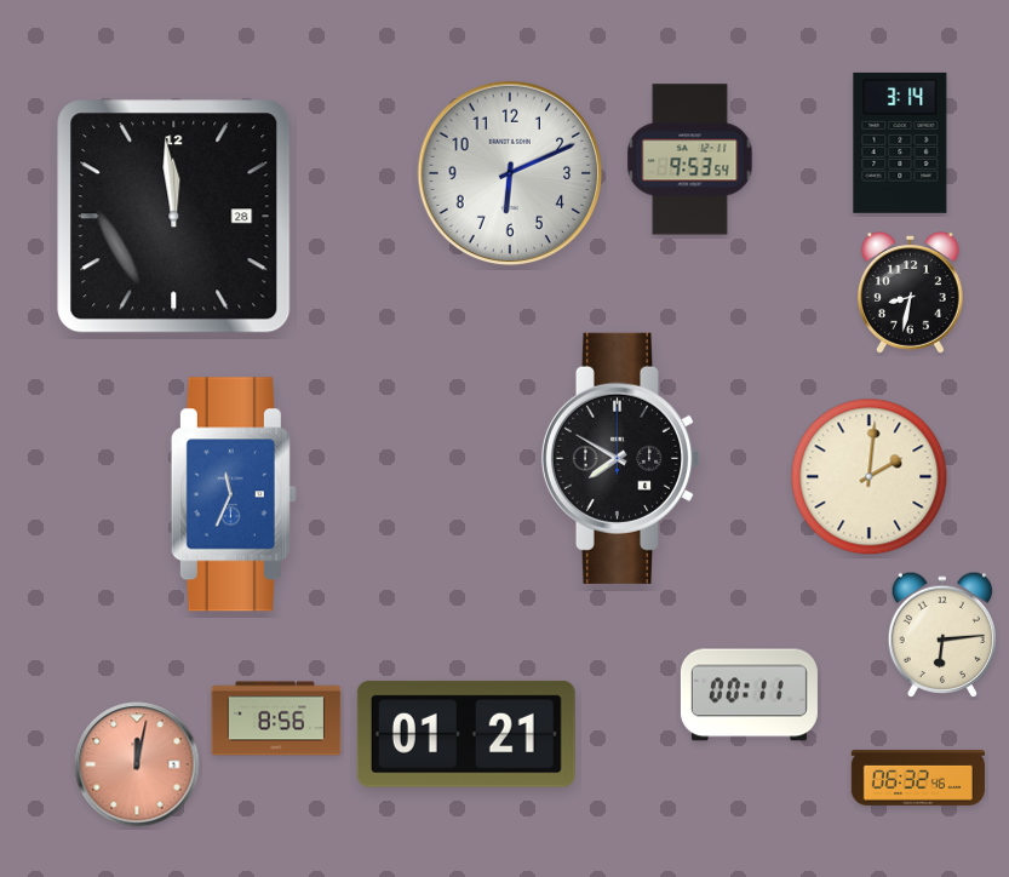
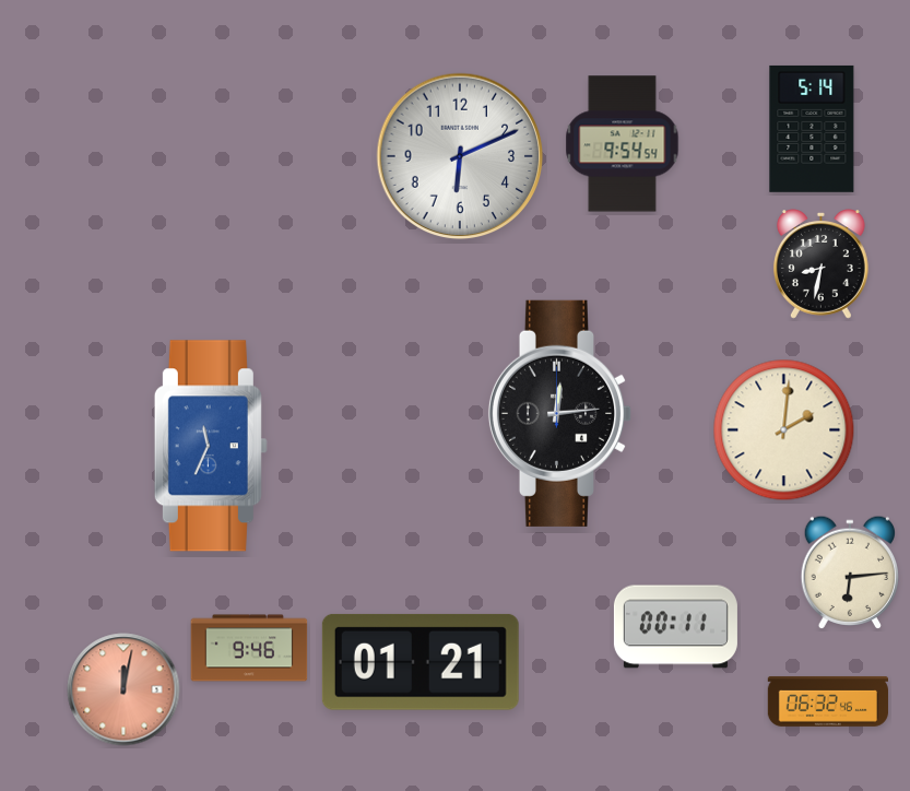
clock at (900, 143): 3:14 -> 5:14
clock at (690, 160): 9:53 -> 9:54
clock at (174, 217): 11:59 -> none
clock at (621, 458): 7:50 -> 12:14
clock at (276, 718): 8:56 -> 9:46
